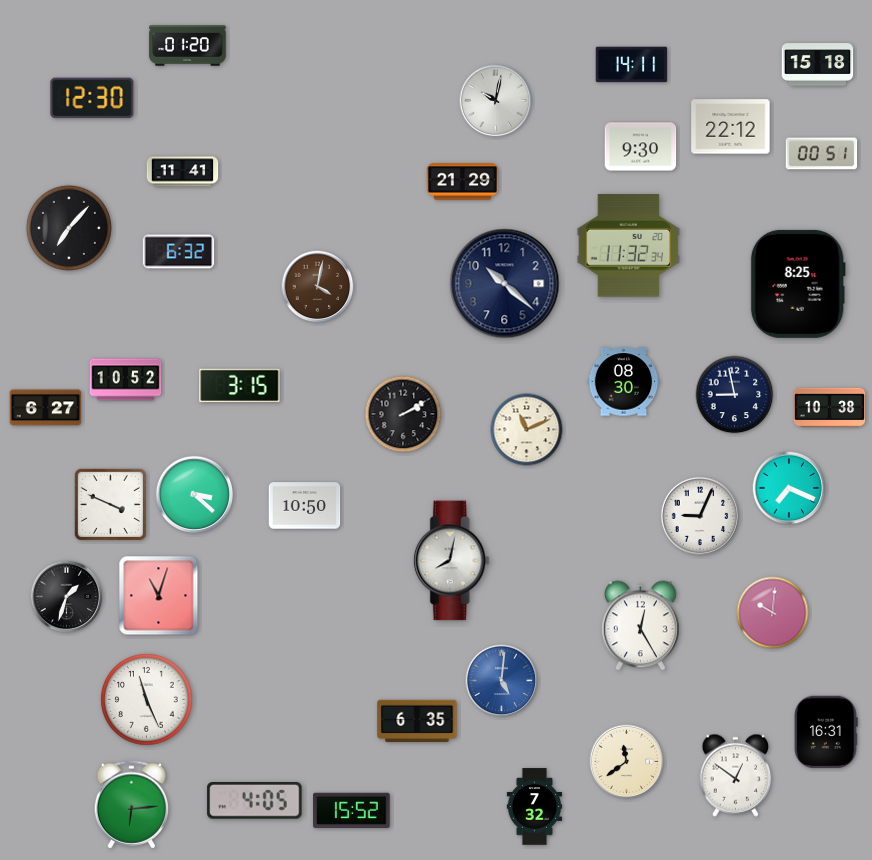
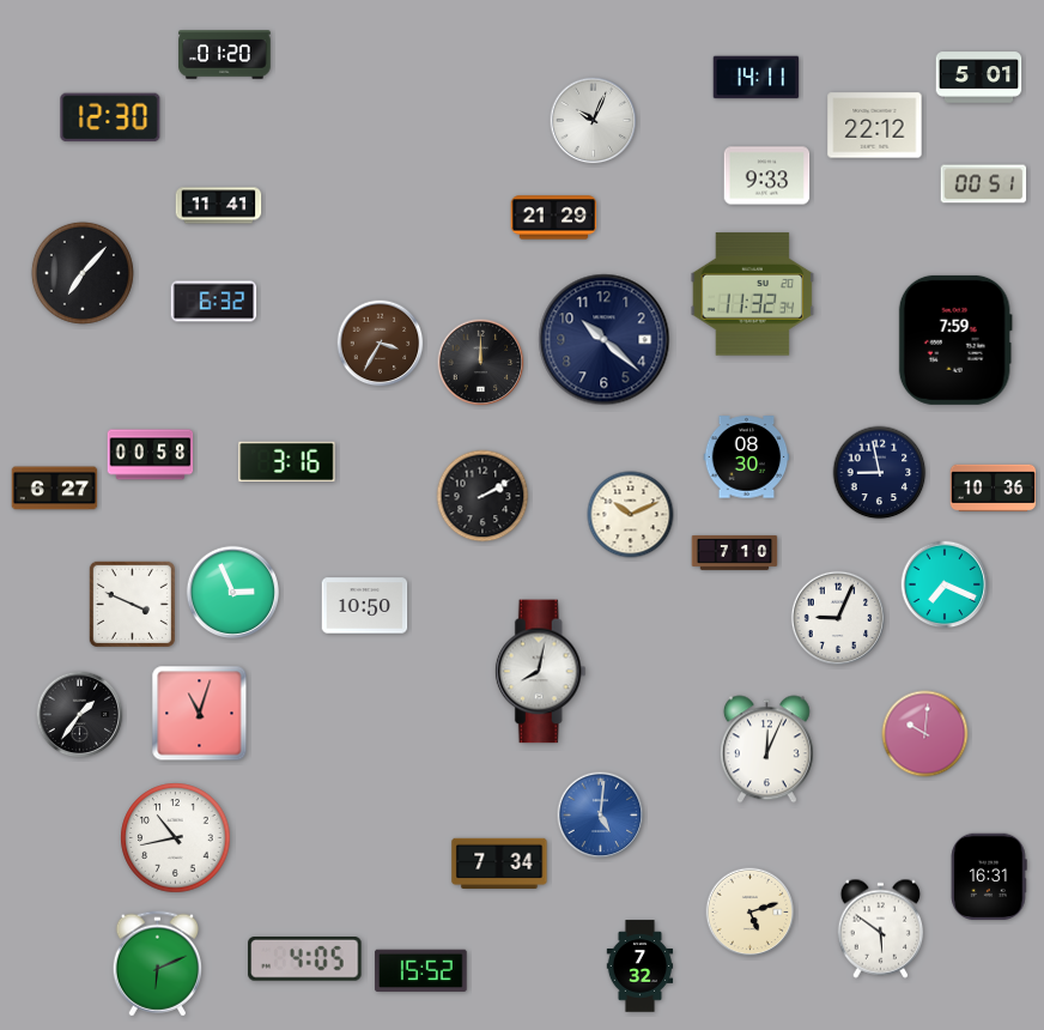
clock at (818, 65): 15:18 -> 5:01
clock at (496, 101): 10:02 -> 10:04
clock at (731, 127) position: (731, 127) -> (875, 126)
clock at (641, 147): 9:30 -> 9:33
clock at (798, 284): 8:25 -> 7:59
clock at (318, 287): 4:02 -> 3:35
clock at (481, 363): none -> 12:00
clock at (126, 380): 10:52 -> 00:58
clock at (240, 386): 3:15 -> 3:16
clock at (830, 408): 10:38 -> 10:36
clock at (527, 430): 11:11 -> 10:11
clock at (735, 552): none -> 7:10
clock at (195, 495): 3:22 -> 2:56
clock at (159, 596) position: (159, 596) -> (200, 714)
clock at (67, 597): 1:33 -> 1:36
clock at (640, 626): 12:25 -> 12:04
clock at (147, 700): 11:26 -> 10:43
clock at (417, 720): 6:35 -> 7:34
clock at (627, 762): 11:39 -> 5:12
clock at (736, 775): 12:51 -> 5:51
clock at (131, 805): 6:14 -> 6:11
